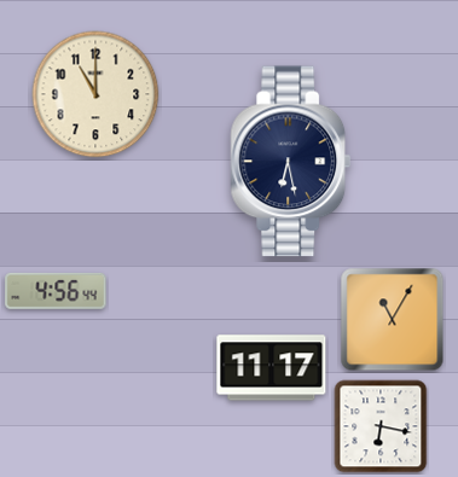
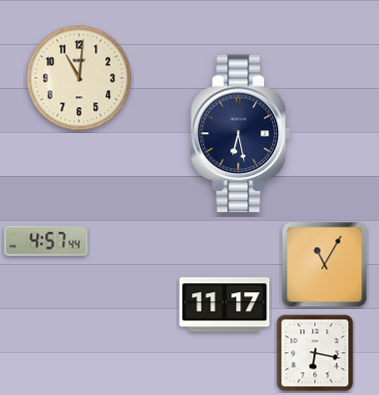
clock at (95, 94): 11:00 -> 11:01
clock at (56, 291): 4:56 -> 4:57
